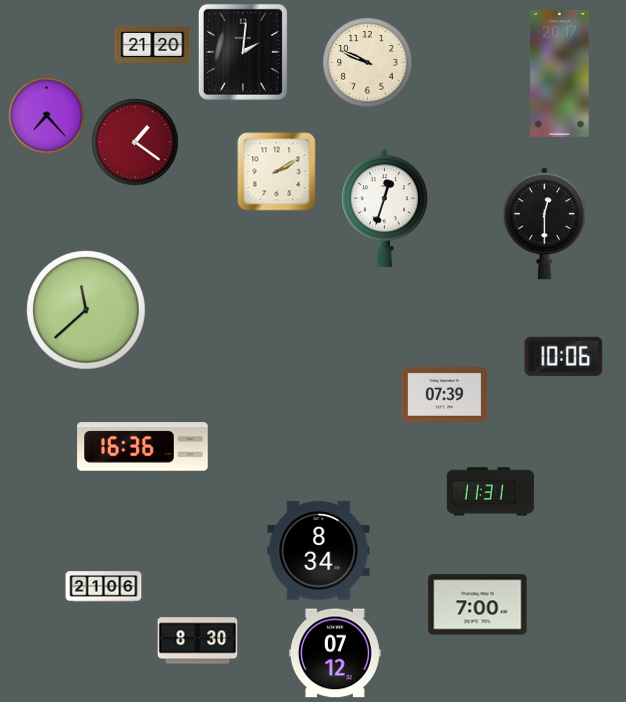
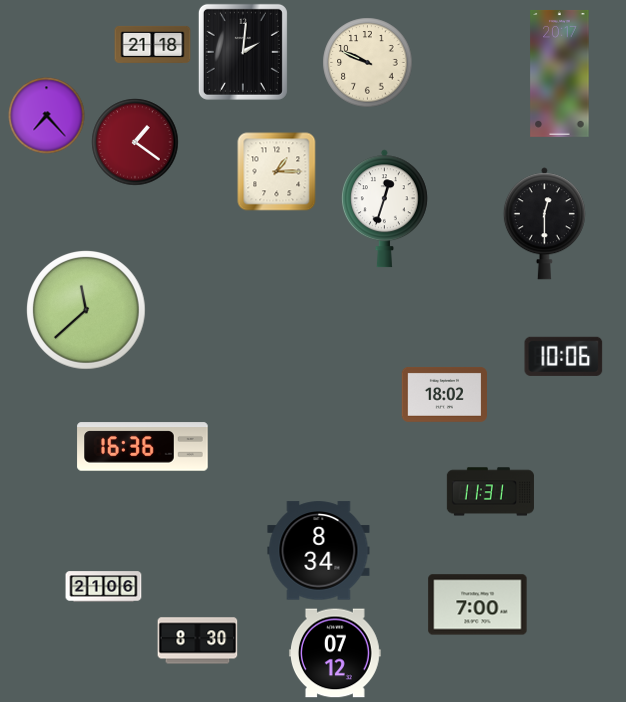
clock at (153, 44): 21:20 -> 21:18
clock at (277, 172): 2:10 -> 1:15
clock at (444, 395): 07:39 -> 18:02
